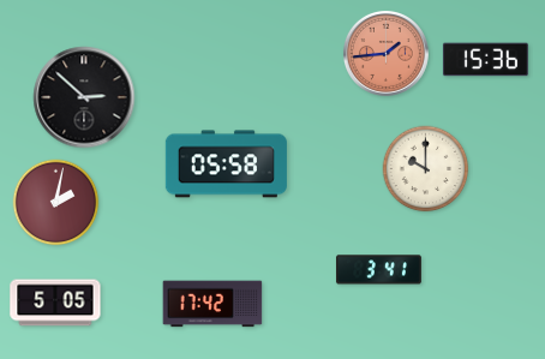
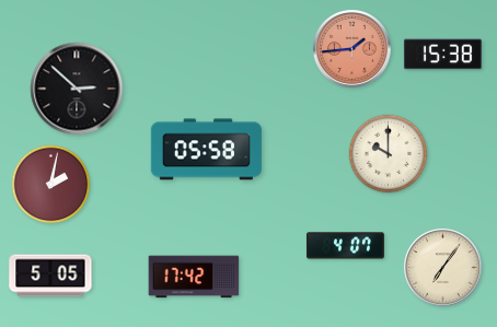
clock at (485, 60): 15:36 -> 15:38
clock at (378, 270): 3:41 -> 4:07
clock at (442, 267): none -> 7:06
